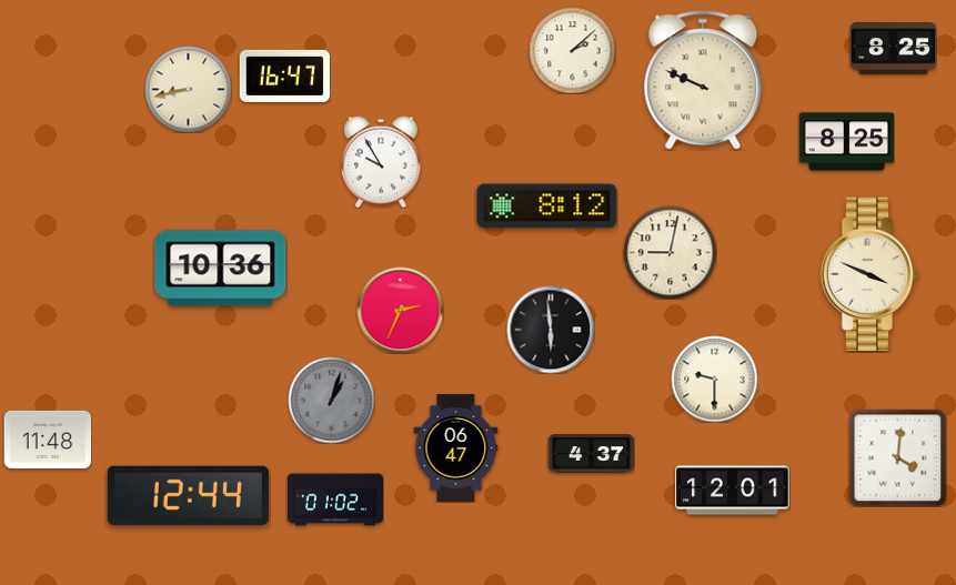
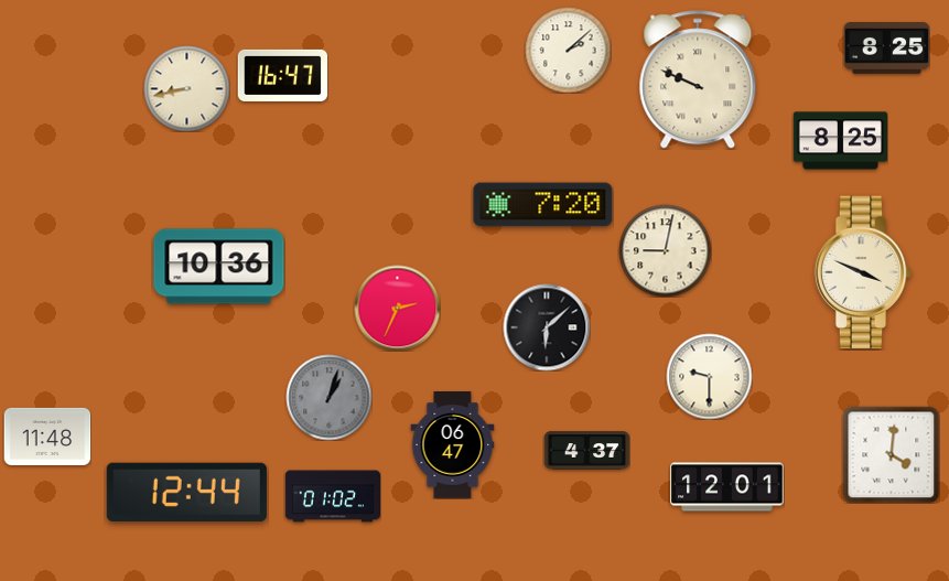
clock at (382, 162): 9:55 -> none
clock at (547, 206): 8:12 -> 7:20
clock at (551, 330): 5:59 -> 6:08
